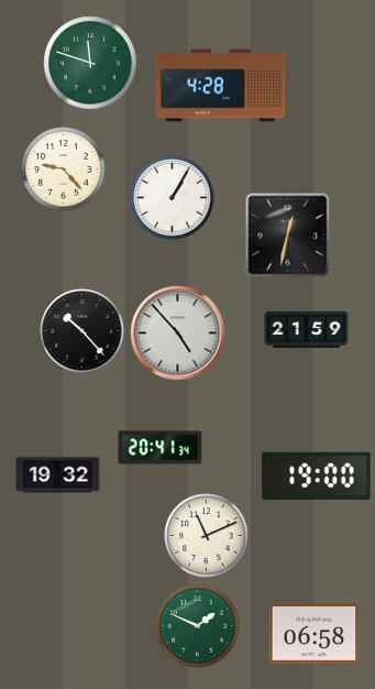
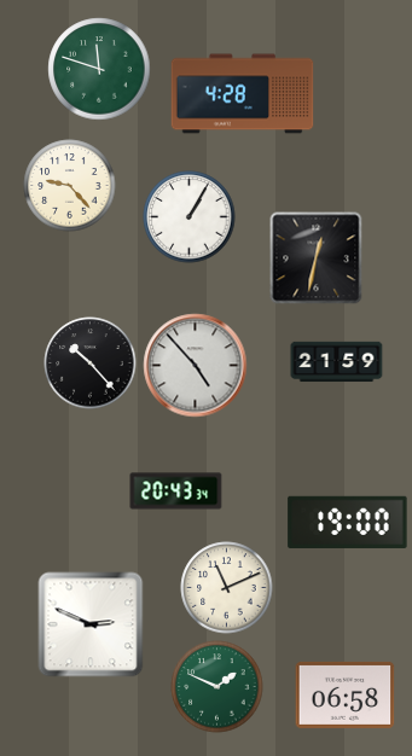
clock at (161, 448): 20:41 -> 20:43
clock at (58, 475): 19:32 -> none
clock at (91, 624): none -> 2:49
